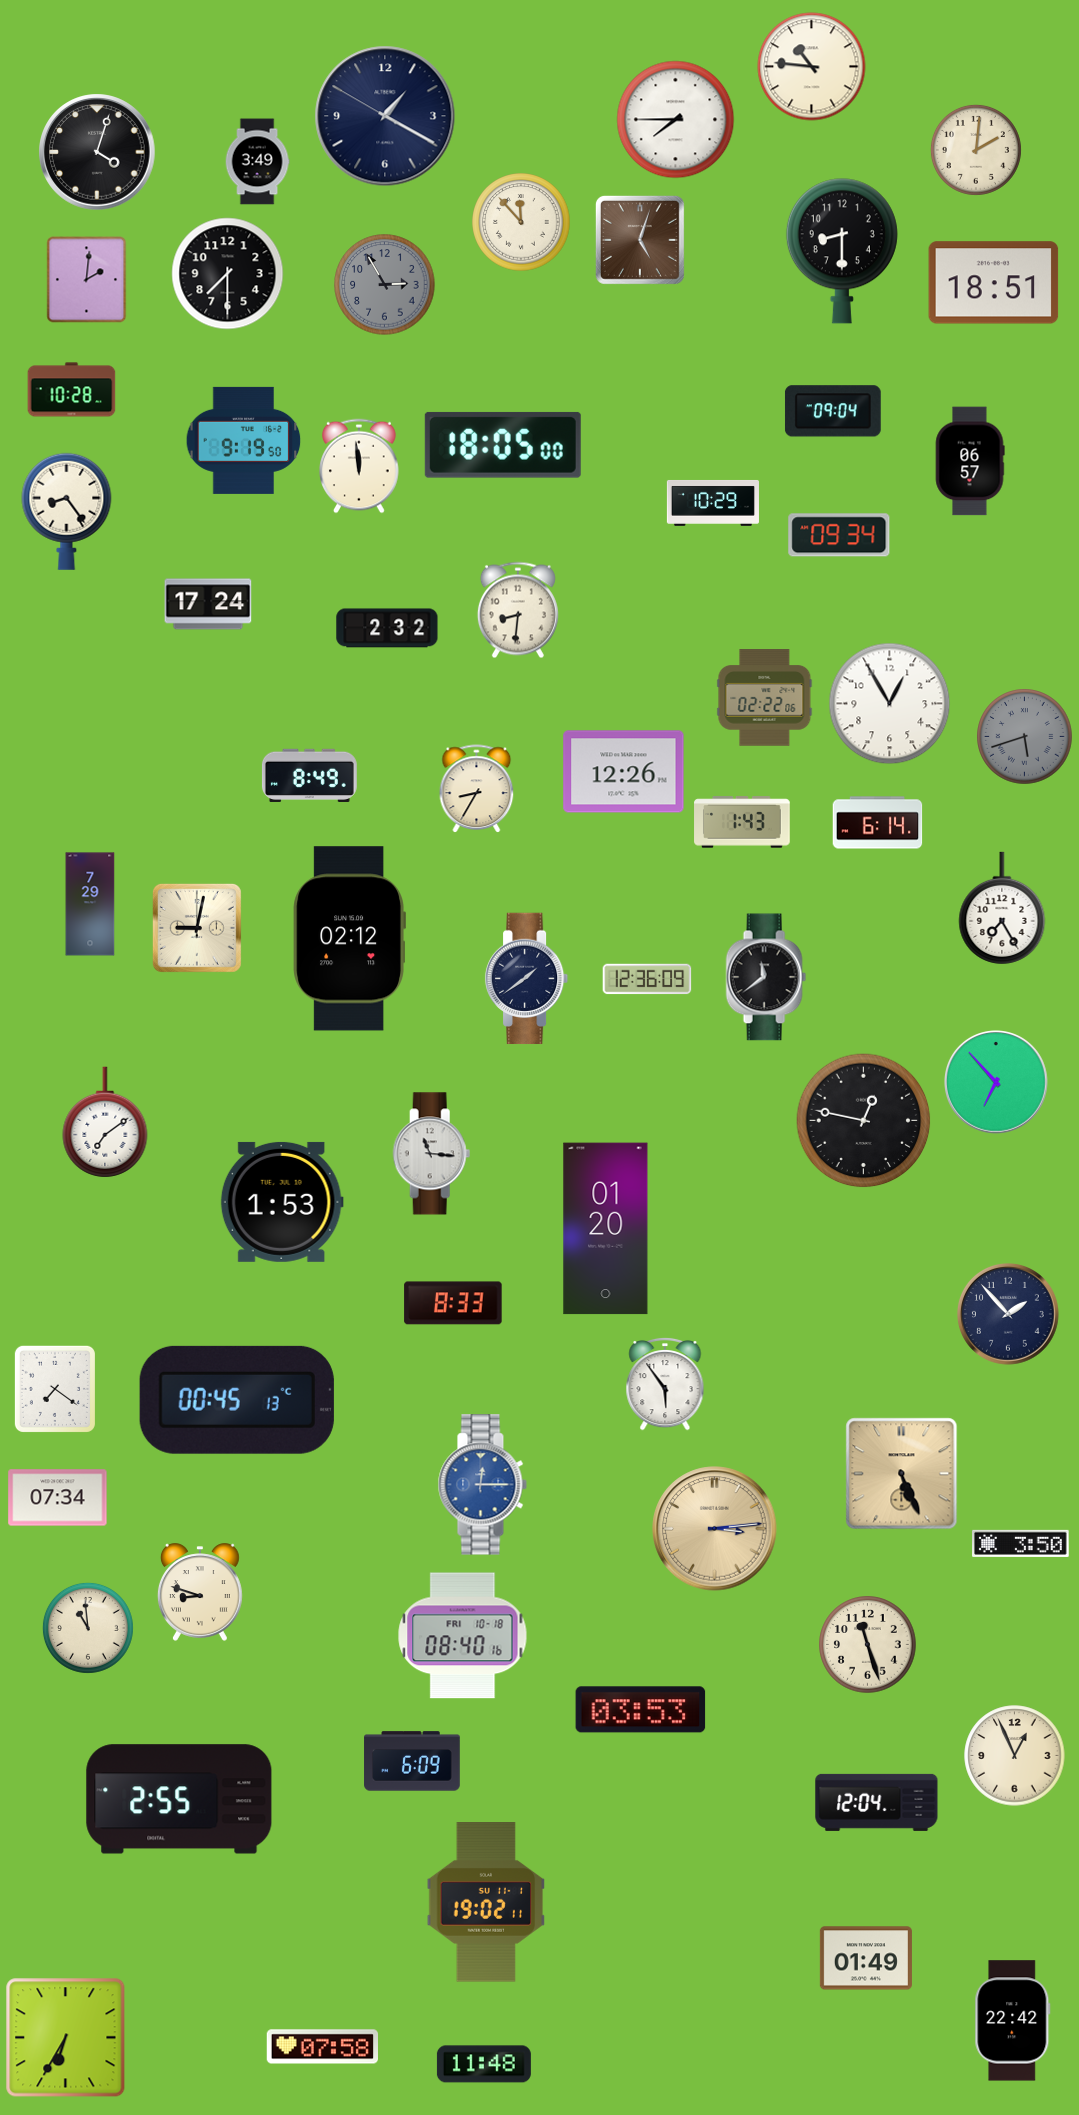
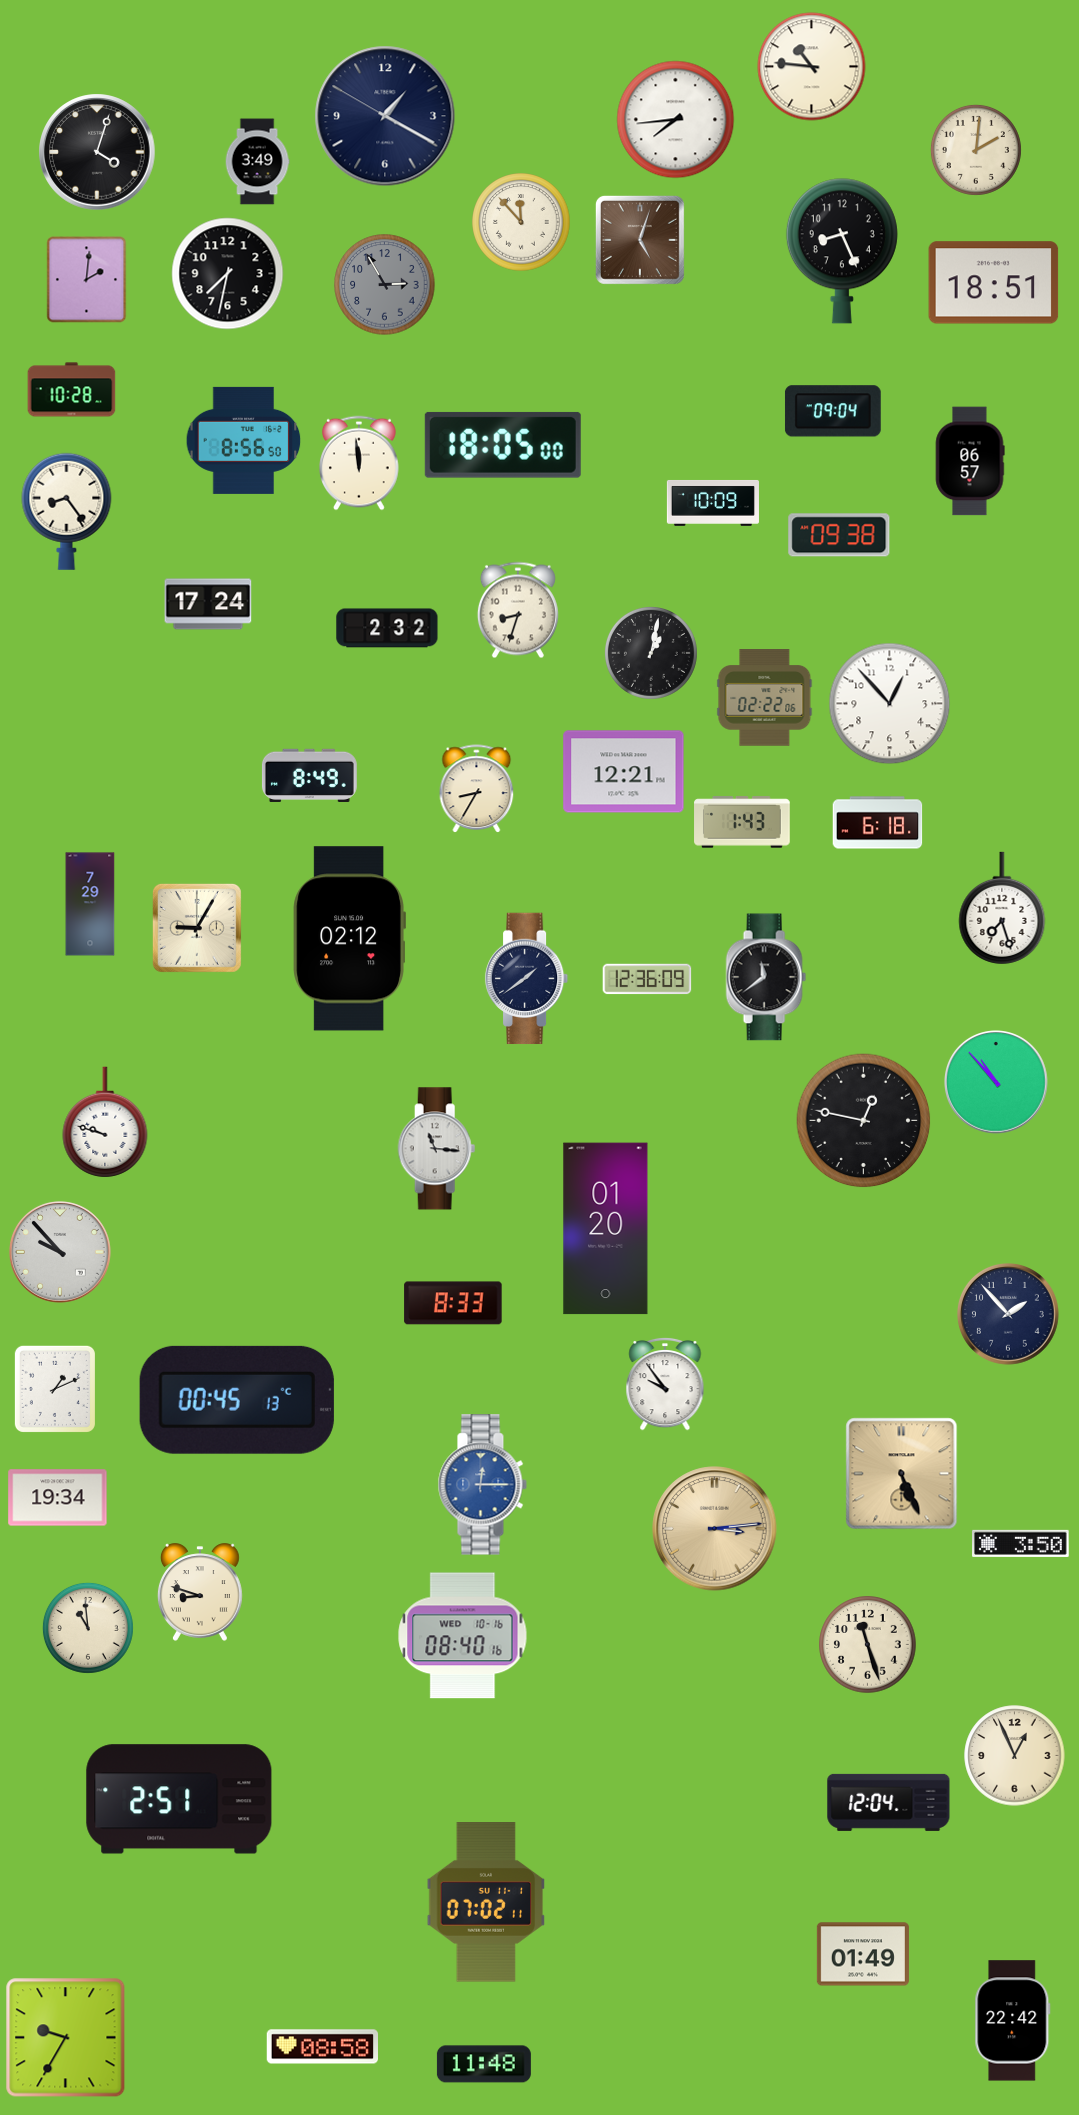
clock at (676, 120): 7:45 -> 7:44
clock at (842, 251): 8:30 -> 8:26
clock at (228, 274): 7:30 -> 7:32
clock at (244, 440): 9:19 -> 8:56
clock at (360, 466) position: (360, 466) -> (360, 463)
clock at (713, 503): 10:29 -> 10:09
clock at (839, 535): 09:34 -> 09:38
clock at (518, 610): 8:31 -> 8:33
clock at (651, 653): none -> 1:02
clock at (890, 704): 12:55 -> 12:53
clock at (1025, 737): 5:42 -> none
clock at (624, 772): 12:26 -> 12:21
clock at (878, 823): 6:14 -> 6:18
clock at (1002, 908): 7:25 -> 7:27
clock at (197, 928): 9:02 -> 9:05
clock at (997, 1083): 6:53 -> 10:53
clock at (105, 1122): 7:09 -> 9:48
clock at (432, 1154) position: (432, 1154) -> (437, 1149)
clock at (282, 1202): 1:53 -> none
clock at (60, 1252): none -> 9:53
clock at (665, 1384): 5:54 -> 9:54
clock at (55, 1389): 7:21 -> 1:11
clock at (58, 1498): 07:34 -> 19:34
clock at (463, 1636) date: FRI 10-18 -> WED 10-16
clock at (641, 1710): 03:53 -> none
clock at (412, 1761): 6:09 -> none
clock at (179, 1799): 2:55 -> 2:51
clock at (877, 1802) position: (877, 1802) -> (889, 1802)
clock at (486, 1902): 19:02 -> 07:02
clock at (866, 1958) position: (866, 1958) -> (863, 1954)
clock at (66, 2038): 6:35 -> 9:35
clock at (322, 2047): 07:58 -> 08:58
